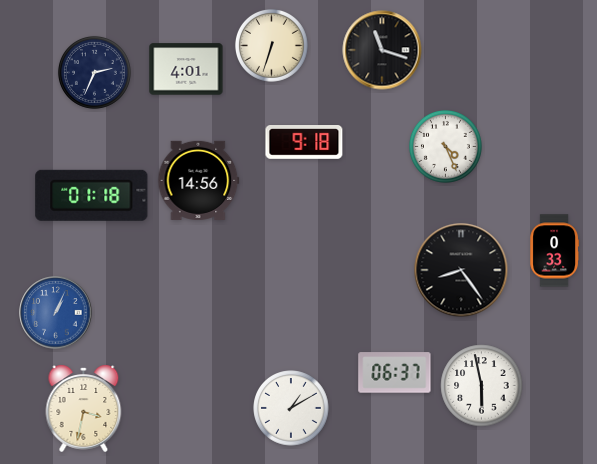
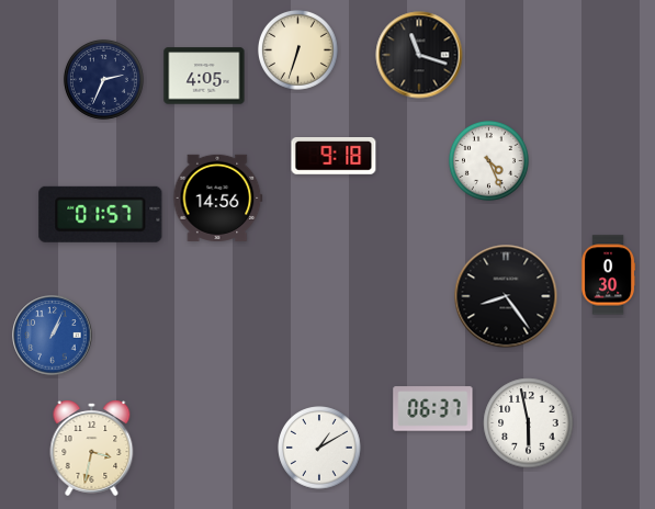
clock at (186, 69): 4:01 -> 4:05
clock at (92, 195): 01:18 -> 01:57
clock at (554, 251): 0:33 -> 0:30
clock at (56, 313) position: (56, 313) -> (53, 336)
